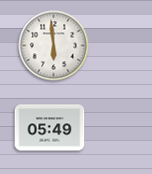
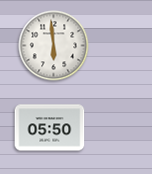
clock at (50, 128): 05:49 -> 05:50
